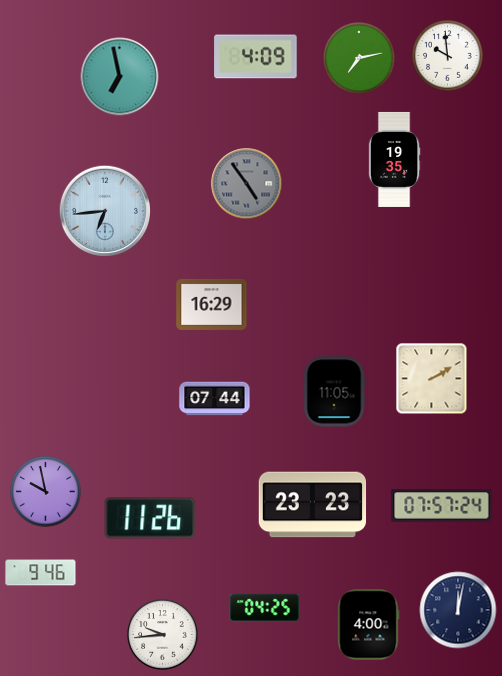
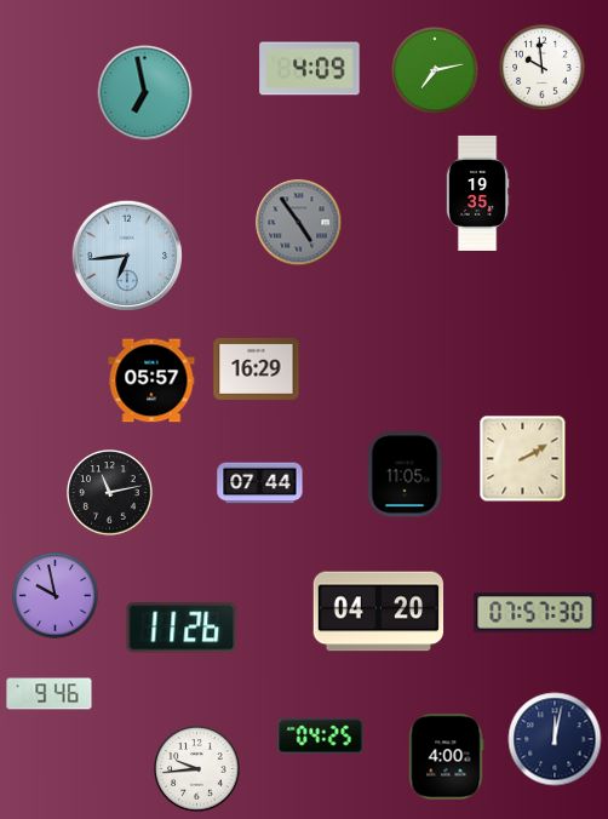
clock at (151, 380): none -> 05:57
clock at (110, 493): none -> 11:13
clock at (313, 505): 23:23 -> 04:20
clock at (442, 506): 07:57:24 -> 07:57:30
